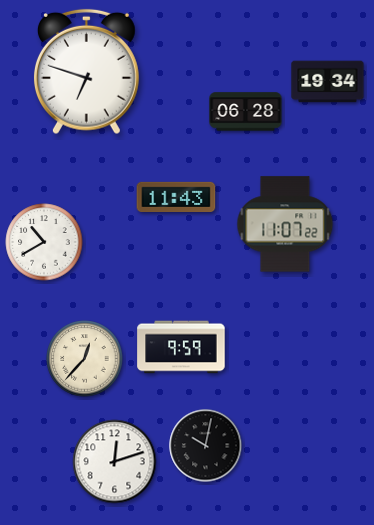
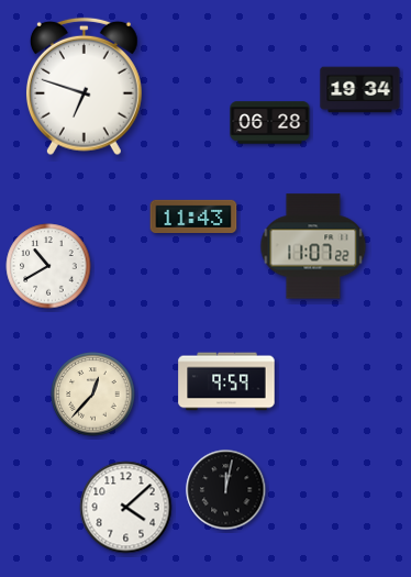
clock at (86, 72) position: (86, 72) -> (84, 87)
clock at (181, 347) position: (181, 347) -> (226, 381)
clock at (206, 446): 10:02 -> 12:02
clock at (115, 462): 12:12 -> 4:08
